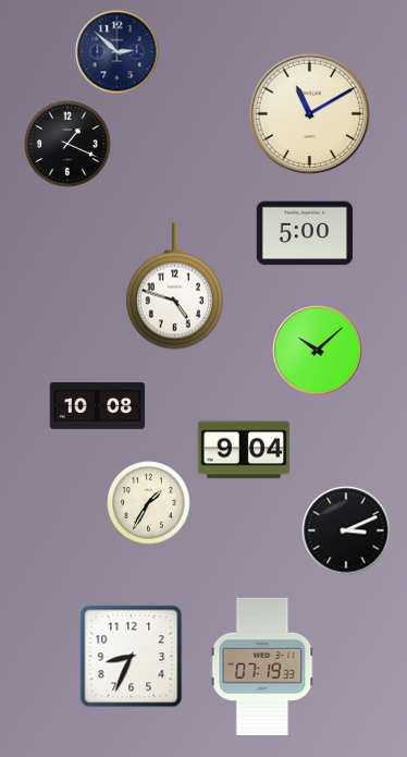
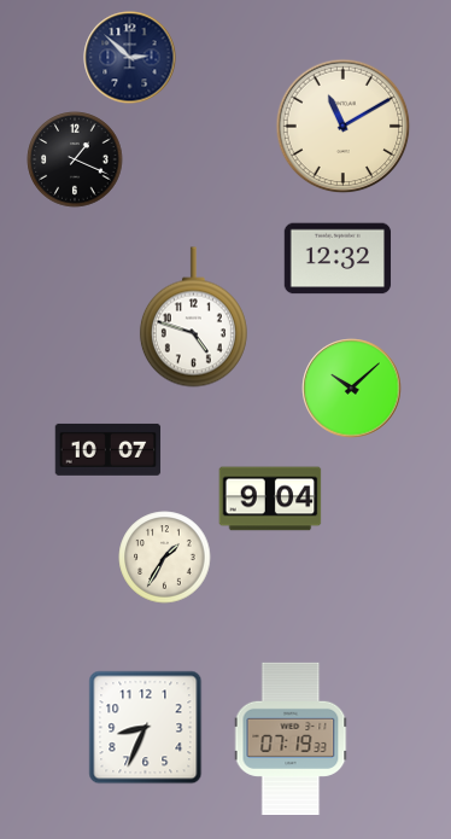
clock at (305, 233): 5:00 -> 12:32
clock at (98, 405): 10:08 -> 10:07
clock at (346, 530): 3:11 -> none
